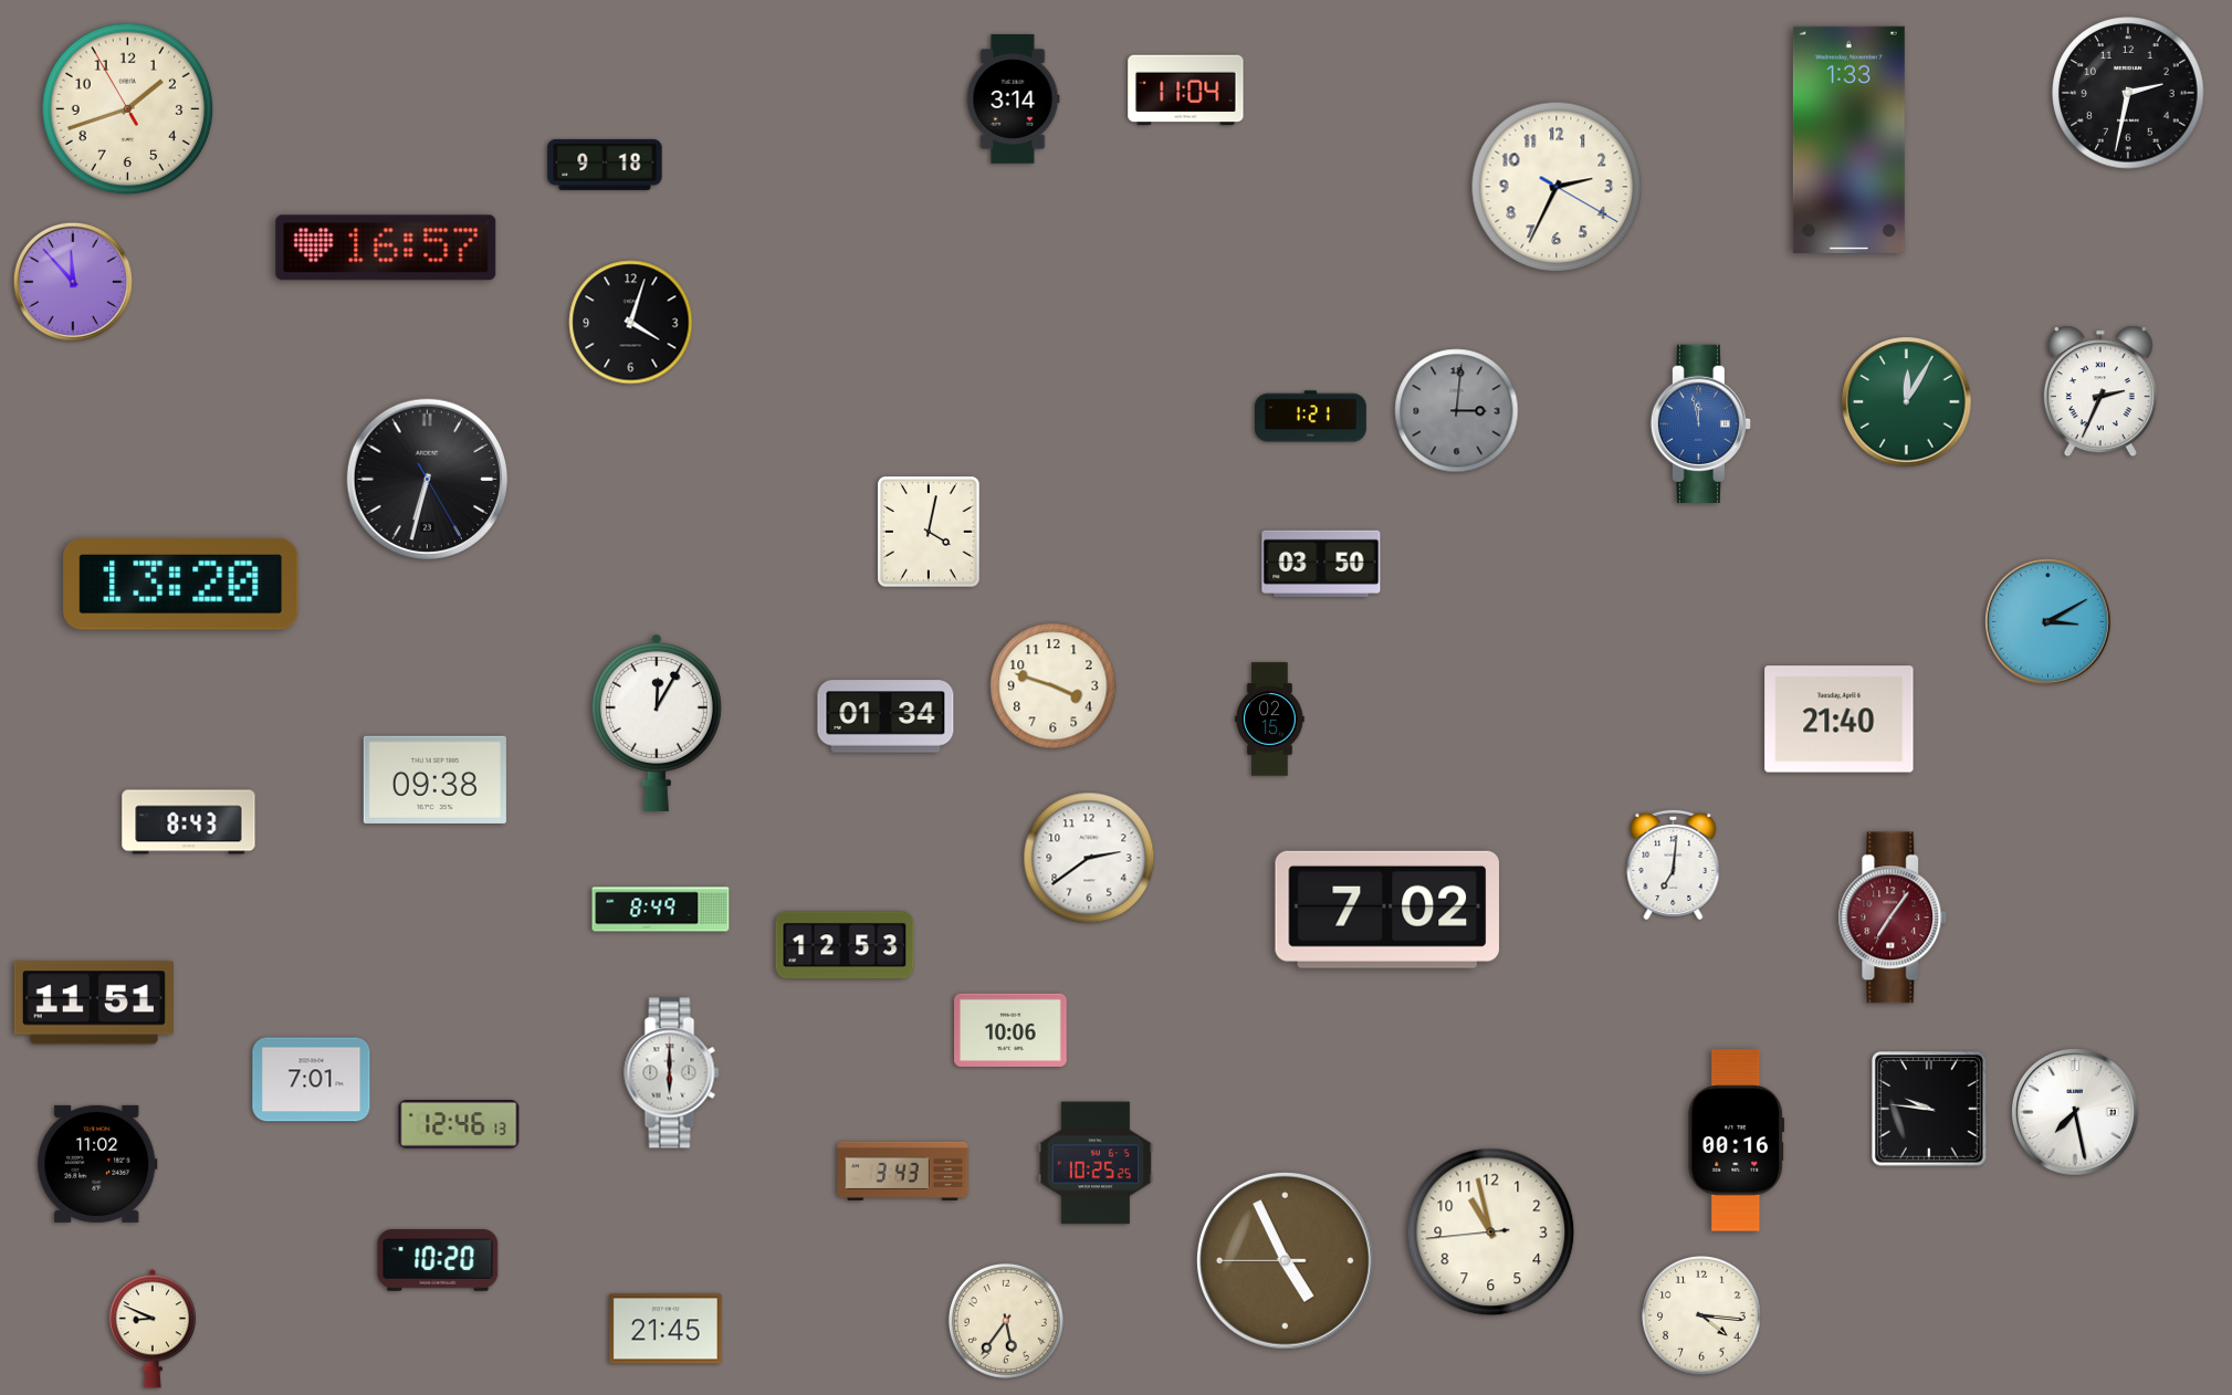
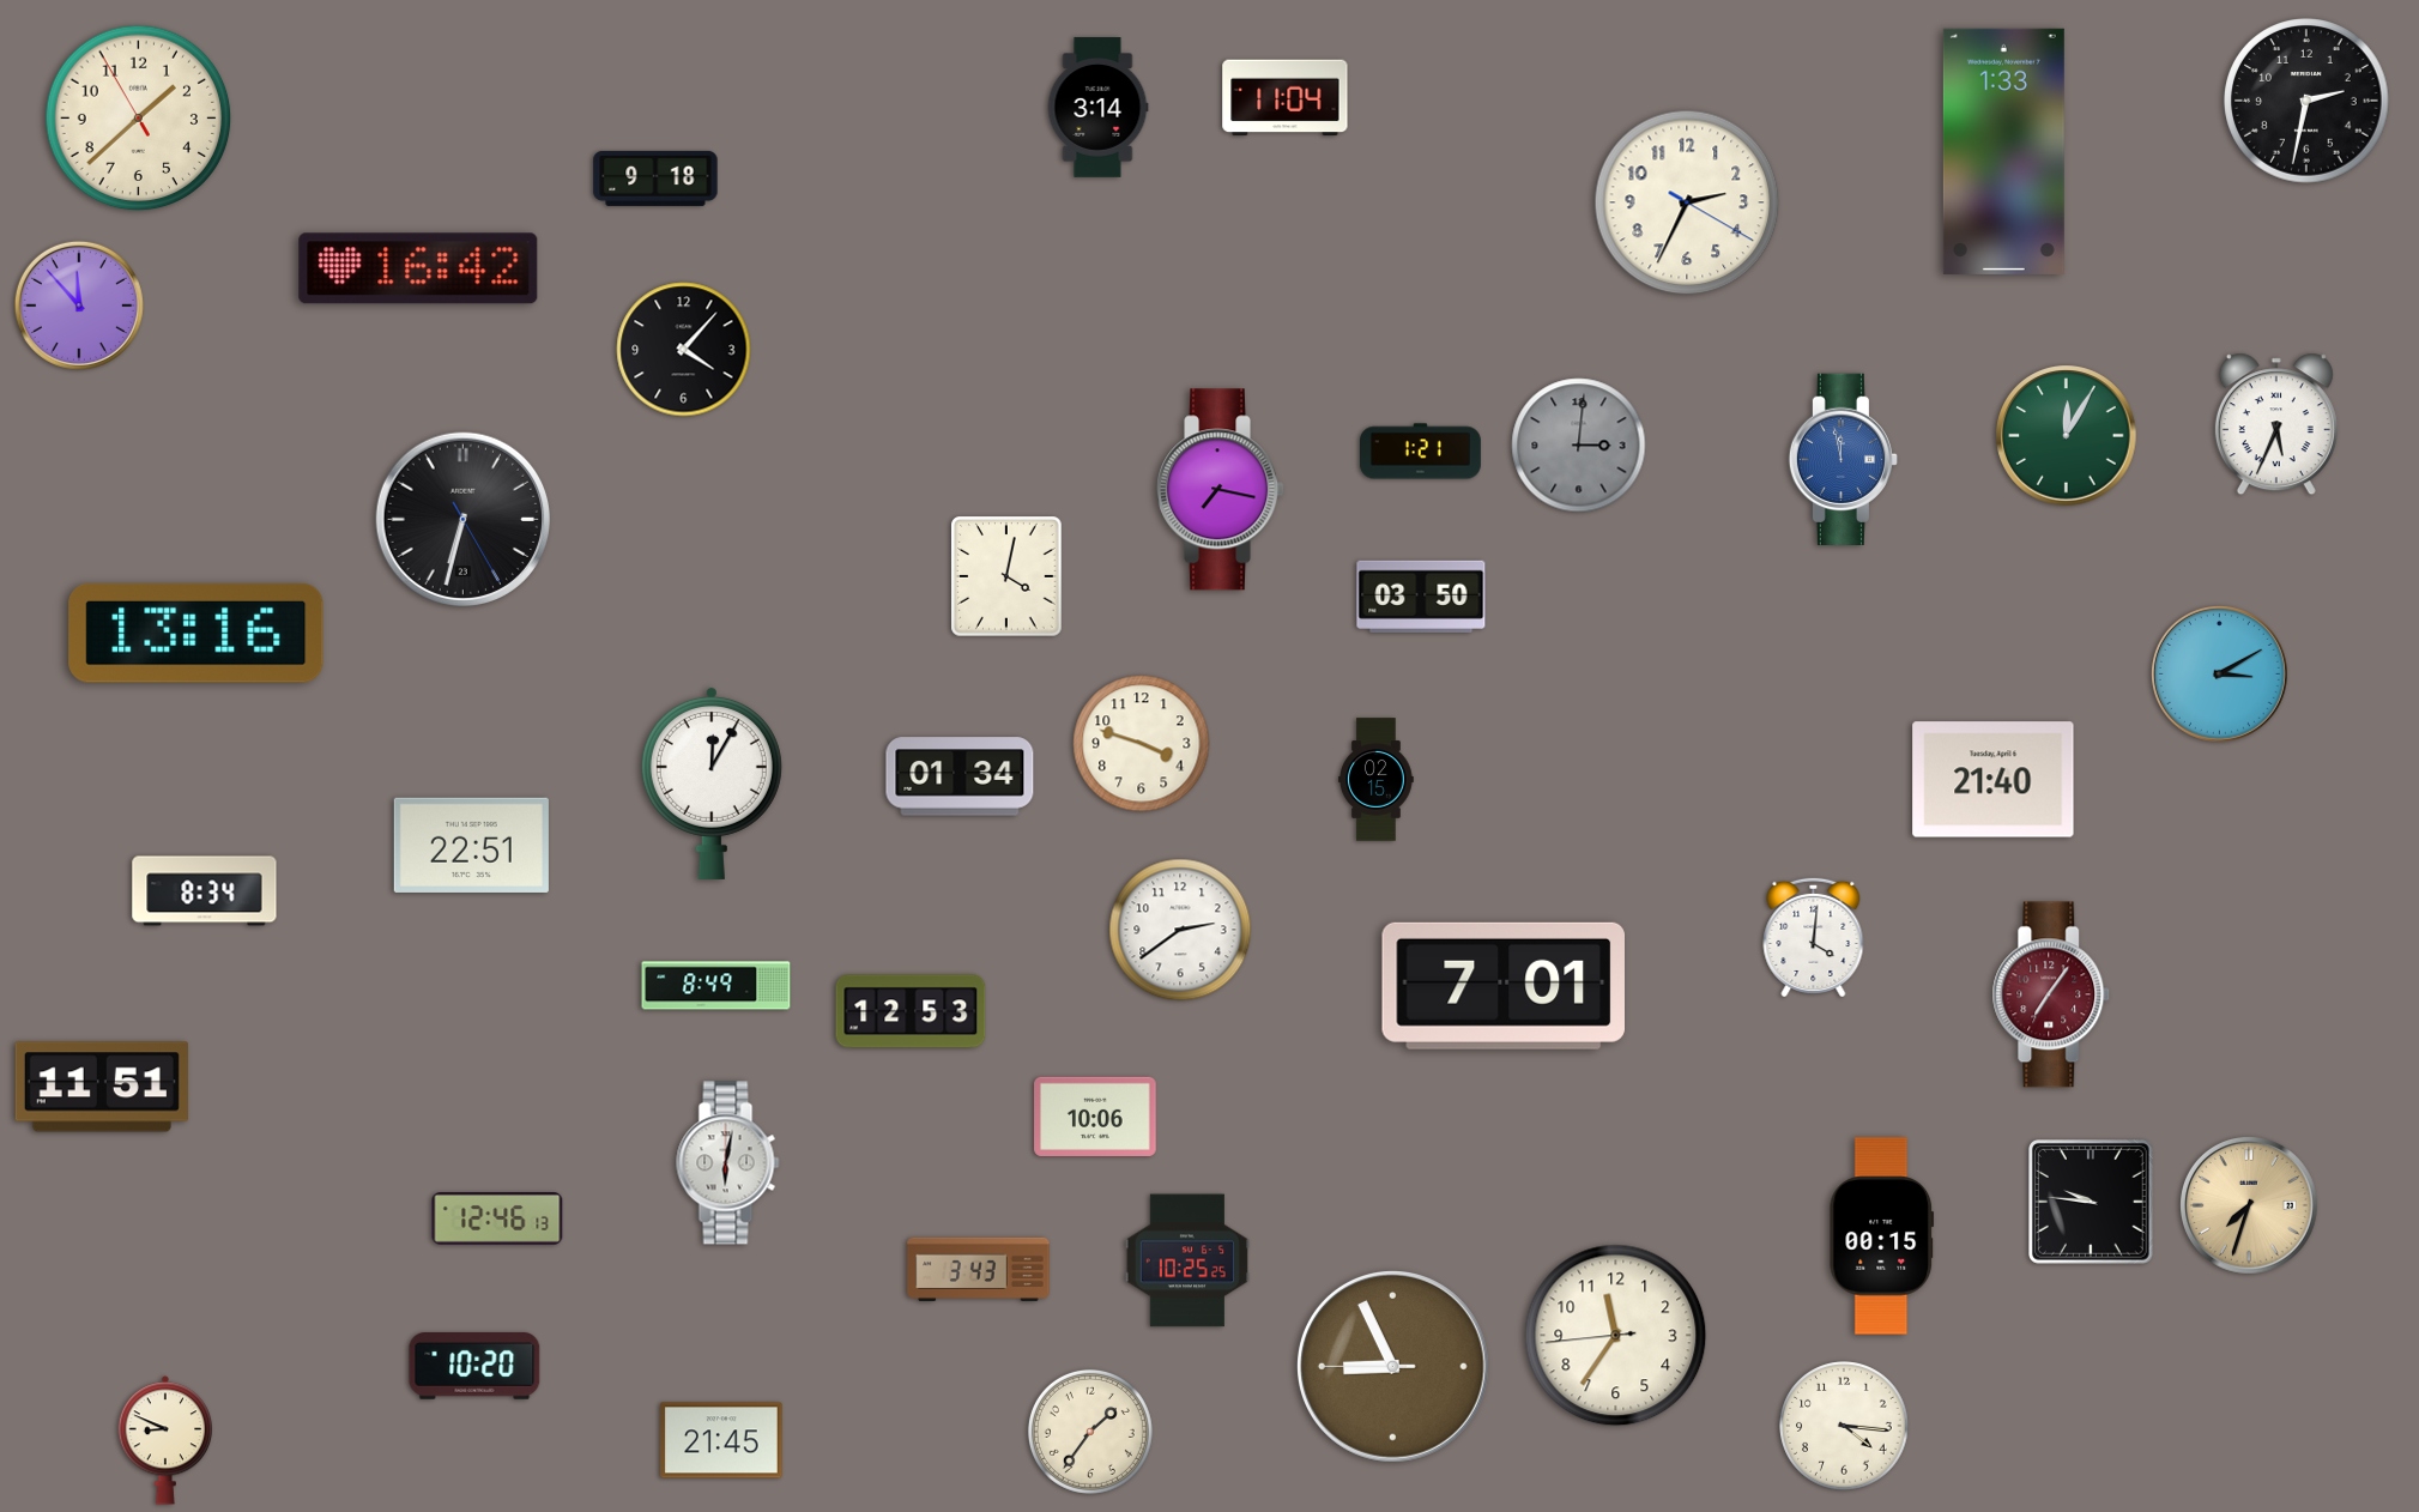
clock at (128, 109): 1:41 -> 1:37
clock at (386, 248): 16:57 -> 16:42
clock at (631, 323): 4:03 -> 4:07
clock at (2100, 391): 2:34 -> 5:34
clock at (1221, 490): none -> 7:17
clock at (1321, 564) position: (1321, 564) -> (1421, 597)
clock at (181, 584): 13:20 -> 13:16
clock at (434, 779): 09:38 -> 22:51
clock at (189, 822): 8:43 -> 8:34
clock at (1674, 864): 7:01 -> 4:01
clock at (1386, 910): 7:02 -> 7:01
clock at (845, 945) position: (845, 945) -> (911, 1011)
clock at (672, 1073): 6:00 -> 6:02
clock at (312, 1080): 7:01 -> none
clock at (2076, 1113): 7:28 -> 7:33
clock at (2076, 1113) dial: white -> champagne
clock at (1737, 1141): 00:16 -> 00:15
clock at (97, 1164): 11:02 -> none
clock at (1491, 1233): 10:57 -> 11:35
clock at (1285, 1260): 4:55 -> 8:55
clock at (1006, 1321): 5:36 -> 1:36
